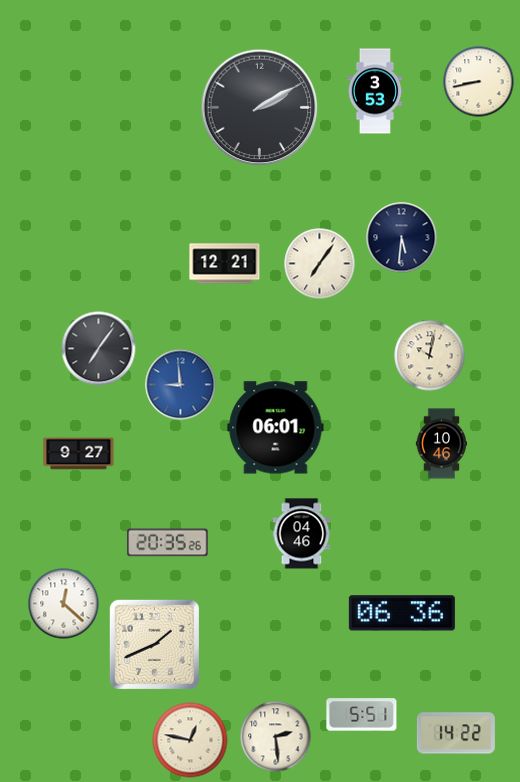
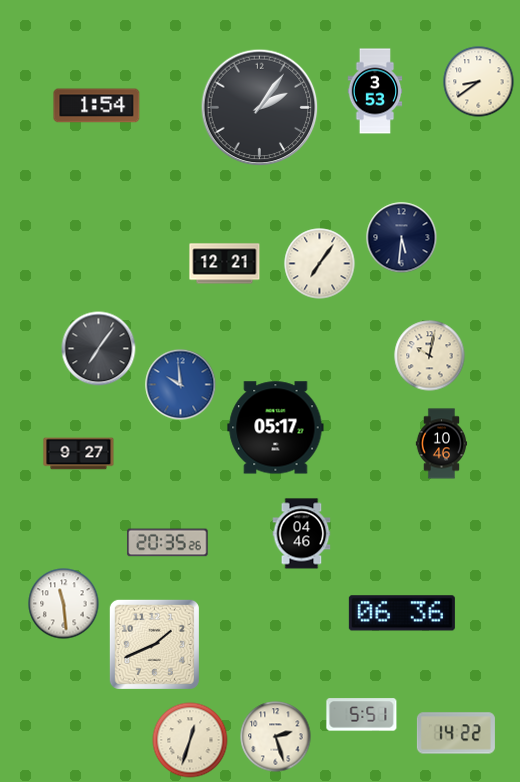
clock at (479, 82): 8:43 -> 8:39
clock at (97, 106): none -> 1:54
clock at (260, 108): 2:10 -> 2:06
clock at (181, 385): 8:59 -> 9:59
clock at (276, 428): 06:01 -> 05:17
clock at (64, 604): 12:22 -> 11:29
clock at (276, 737): 2:29 -> 2:27
clock at (190, 740): 12:47 -> 12:33
